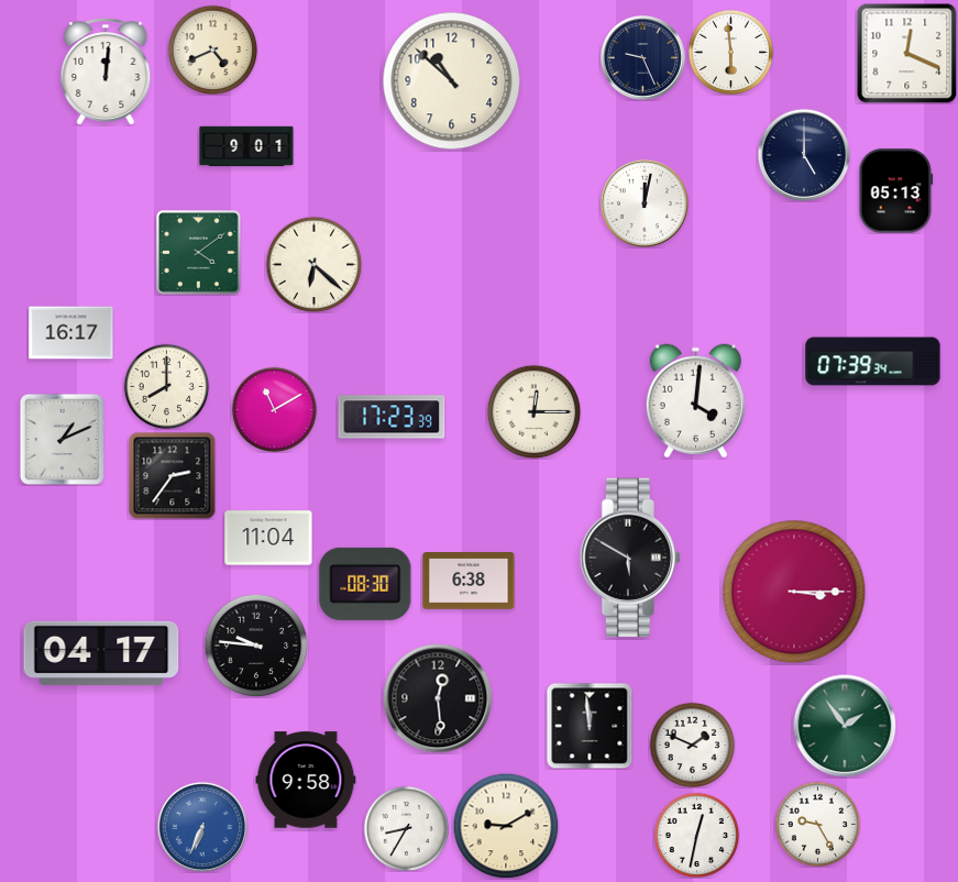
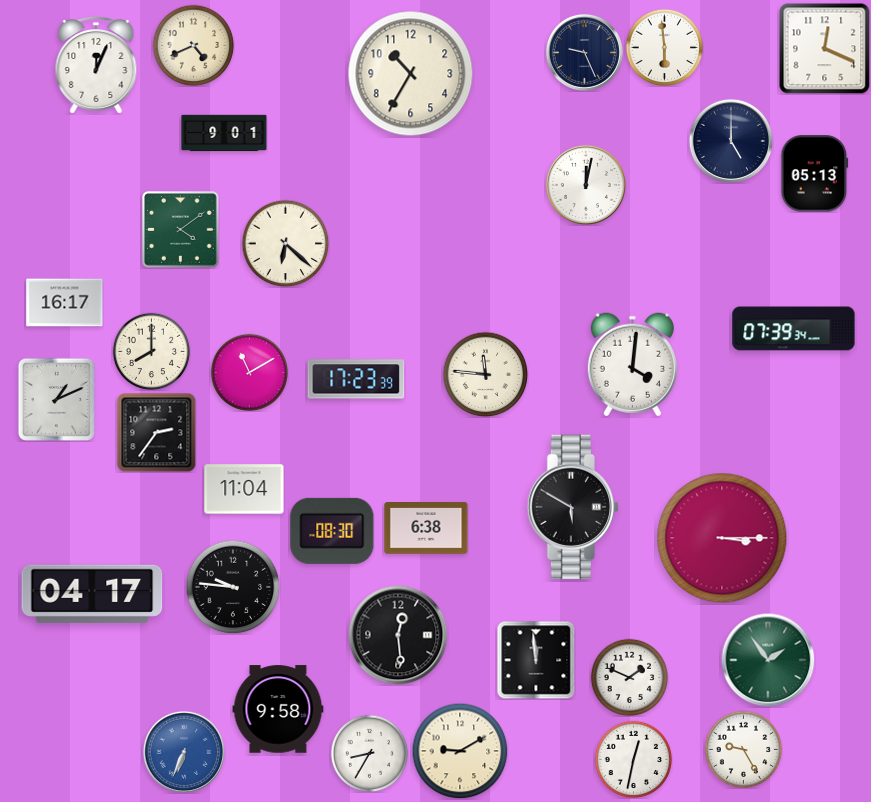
clock at (106, 73): 12:01 -> 12:04
clock at (452, 81): 10:52 -> 10:35
clock at (313, 264) position: (313, 264) -> (285, 243)
clock at (533, 411): 12:15 -> 11:46
